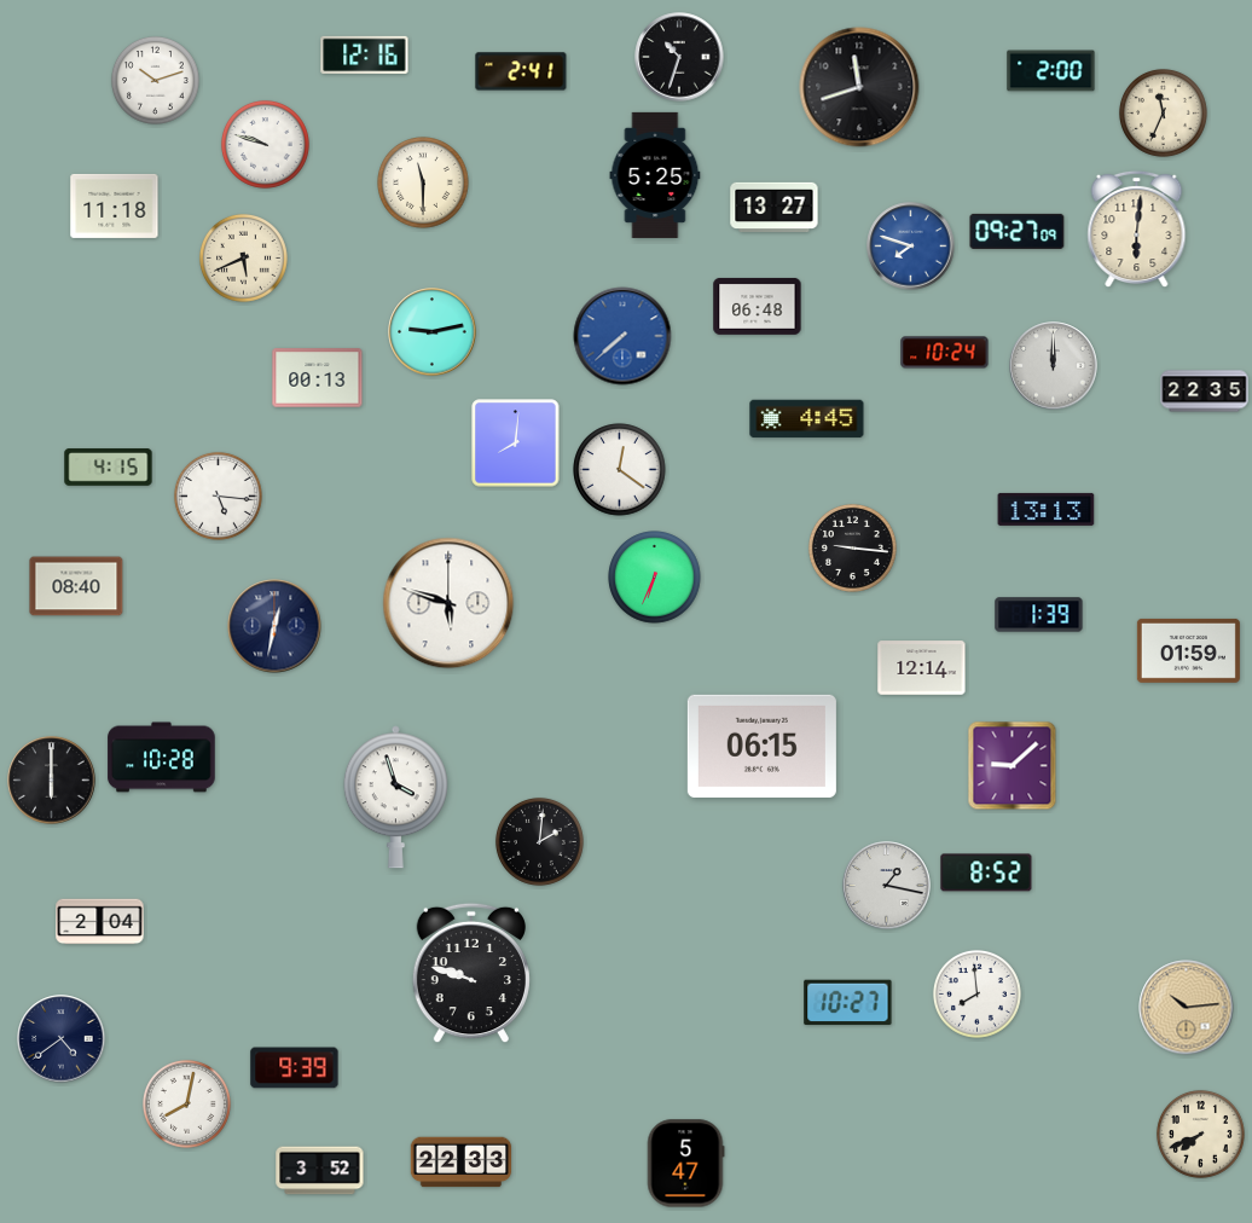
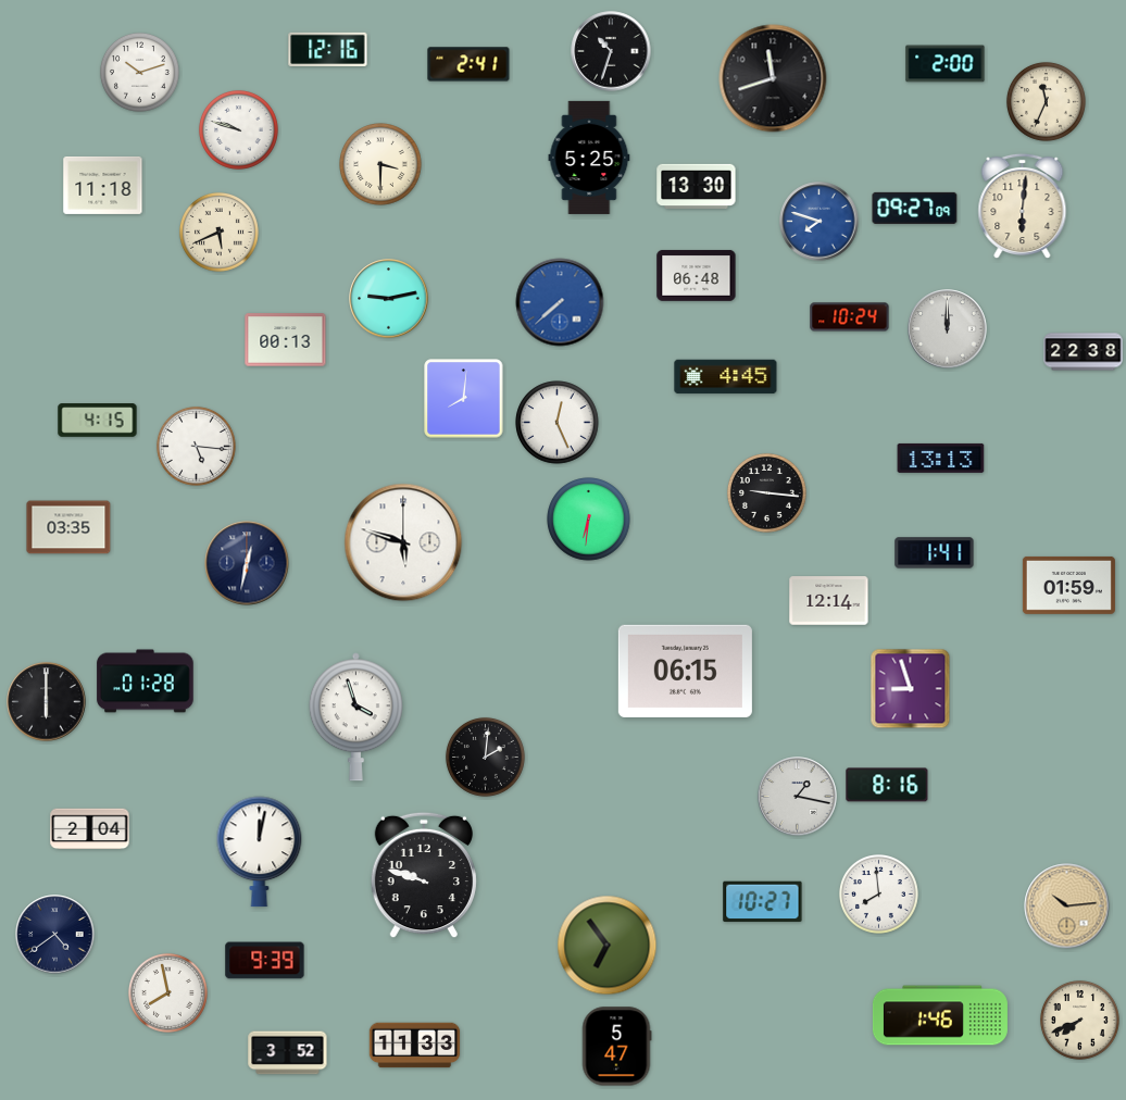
clock at (423, 182): 11:30 -> 3:30
clock at (775, 208): 13:27 -> 13:30
clock at (758, 306) position: (758, 306) -> (697, 275)
clock at (1205, 392): 22:35 -> 22:38
clock at (620, 470): 12:21 -> 12:26
clock at (655, 578): 6:34 -> 6:31
clock at (76, 586): 08:40 -> 03:35
clock at (1039, 615): 1:39 -> 1:41
clock at (162, 758): 10:28 -> 01:28
clock at (1013, 766): 9:08 -> 8:57
clock at (986, 873): 8:52 -> 8:16
clock at (260, 852): none -> 12:02
clock at (608, 946): none -> 6:54
clock at (186, 1103): 8:02 -> 7:58
clock at (940, 1015): none -> 1:46
clock at (462, 1163): 22:33 -> 11:33
